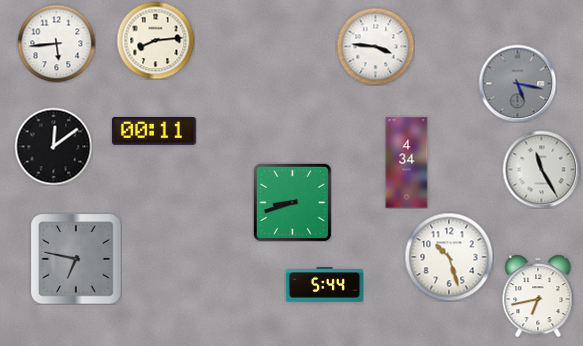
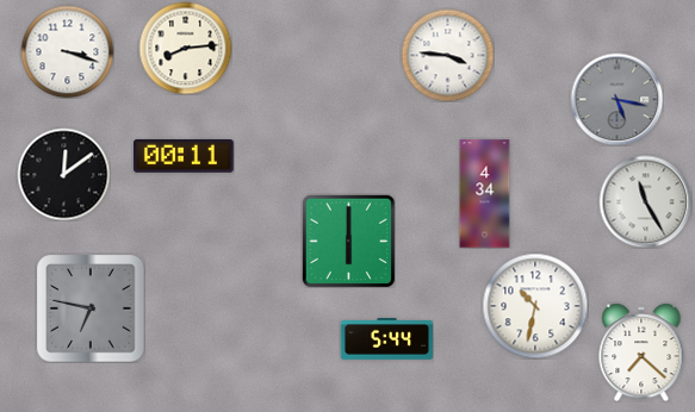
clock at (56, 43): 5:44 -> 3:18
clock at (292, 202): 8:42 -> 6:00
clock at (449, 257): 10:27 -> 10:32
clock at (538, 296): 6:43 -> 7:22
